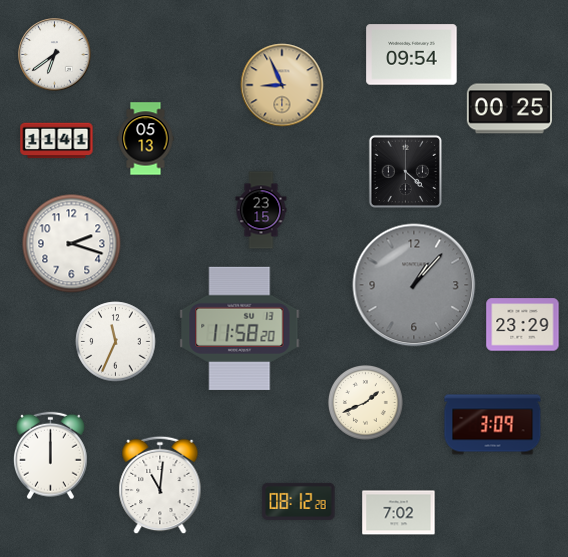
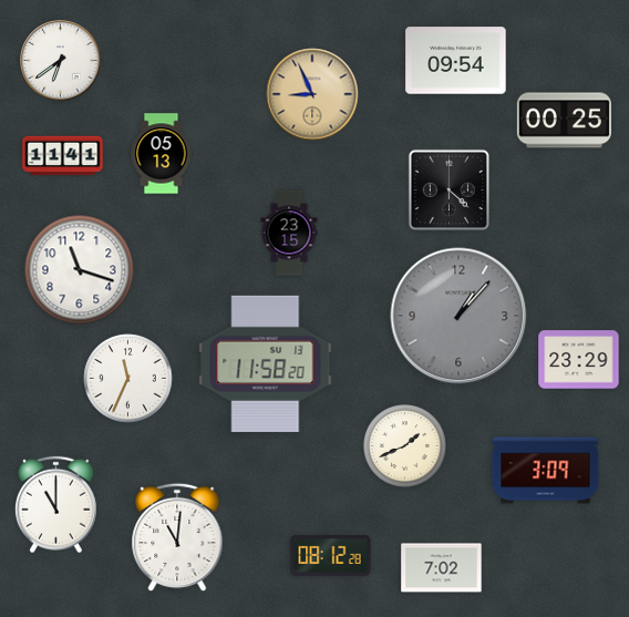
clock at (72, 244): 2:18 -> 11:18
clock at (50, 456): 12:00 -> 11:00
